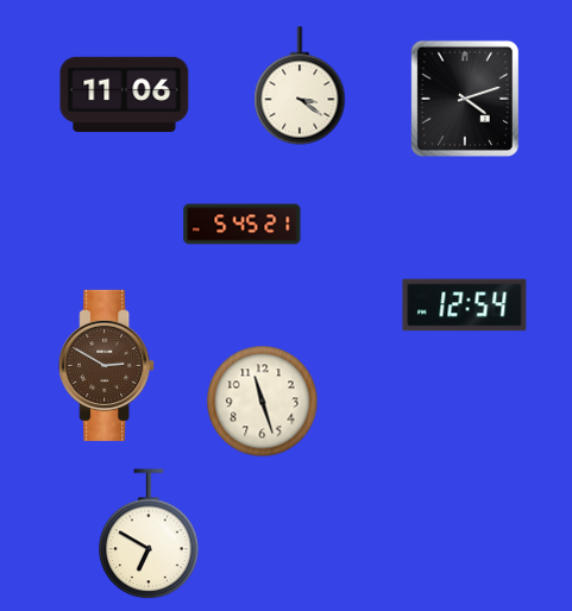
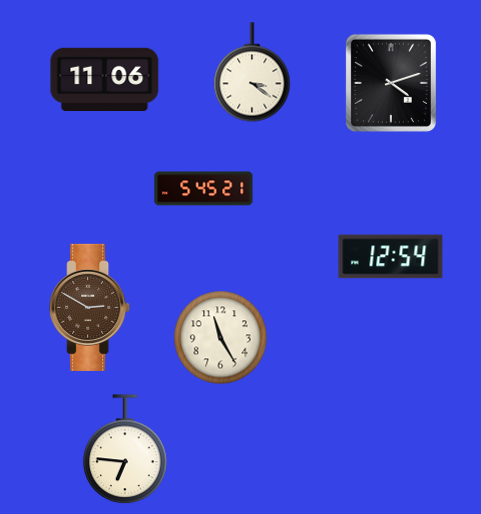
clock at (262, 401): 11:27 -> 11:25
clock at (149, 534): 6:50 -> 6:46
